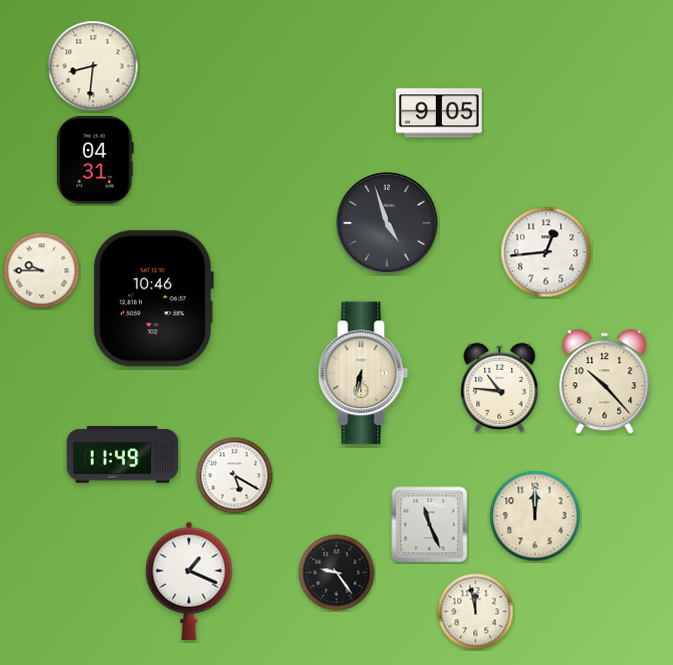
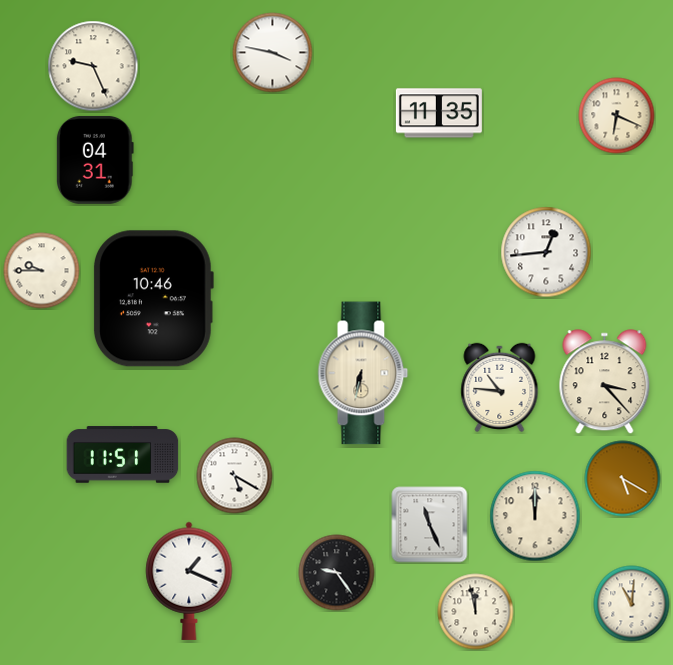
clock at (273, 53): none -> 3:47
clock at (93, 66): 8:31 -> 9:26
clock at (439, 113): 9:05 -> 11:35
clock at (617, 116): none -> 6:19
clock at (387, 223): 4:57 -> none
clock at (605, 382): 10:23 -> 3:23
clock at (123, 455): 11:49 -> 11:51
clock at (623, 479): none -> 5:20
clock at (632, 604): none -> 11:01
